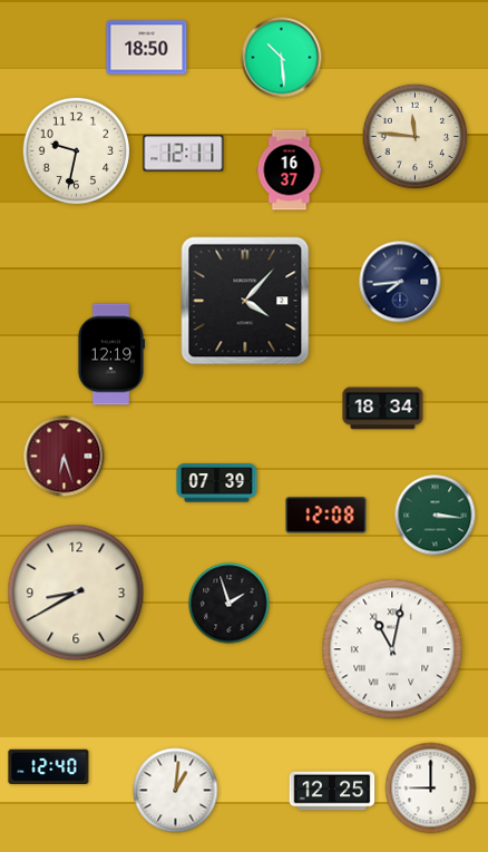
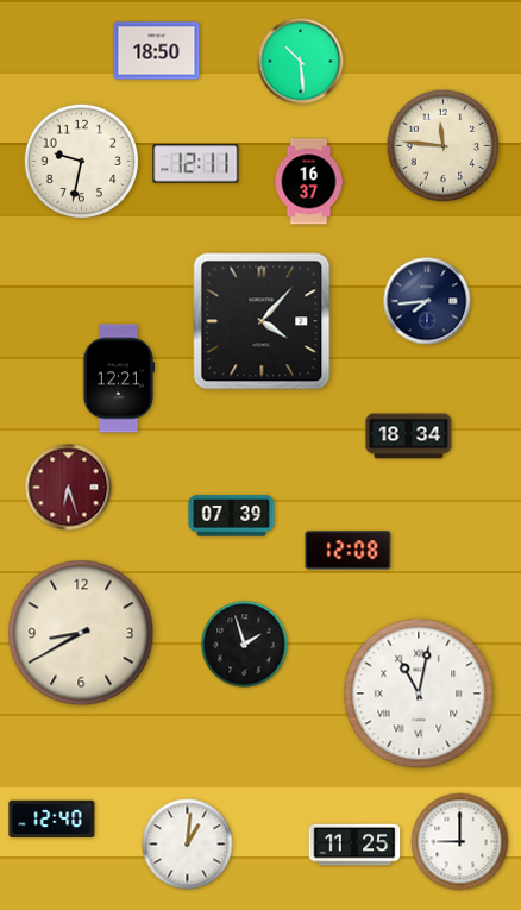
clock at (111, 354): 12:19 -> 12:21
clock at (436, 516): 3:16 -> none
clock at (332, 791): 12:25 -> 11:25
